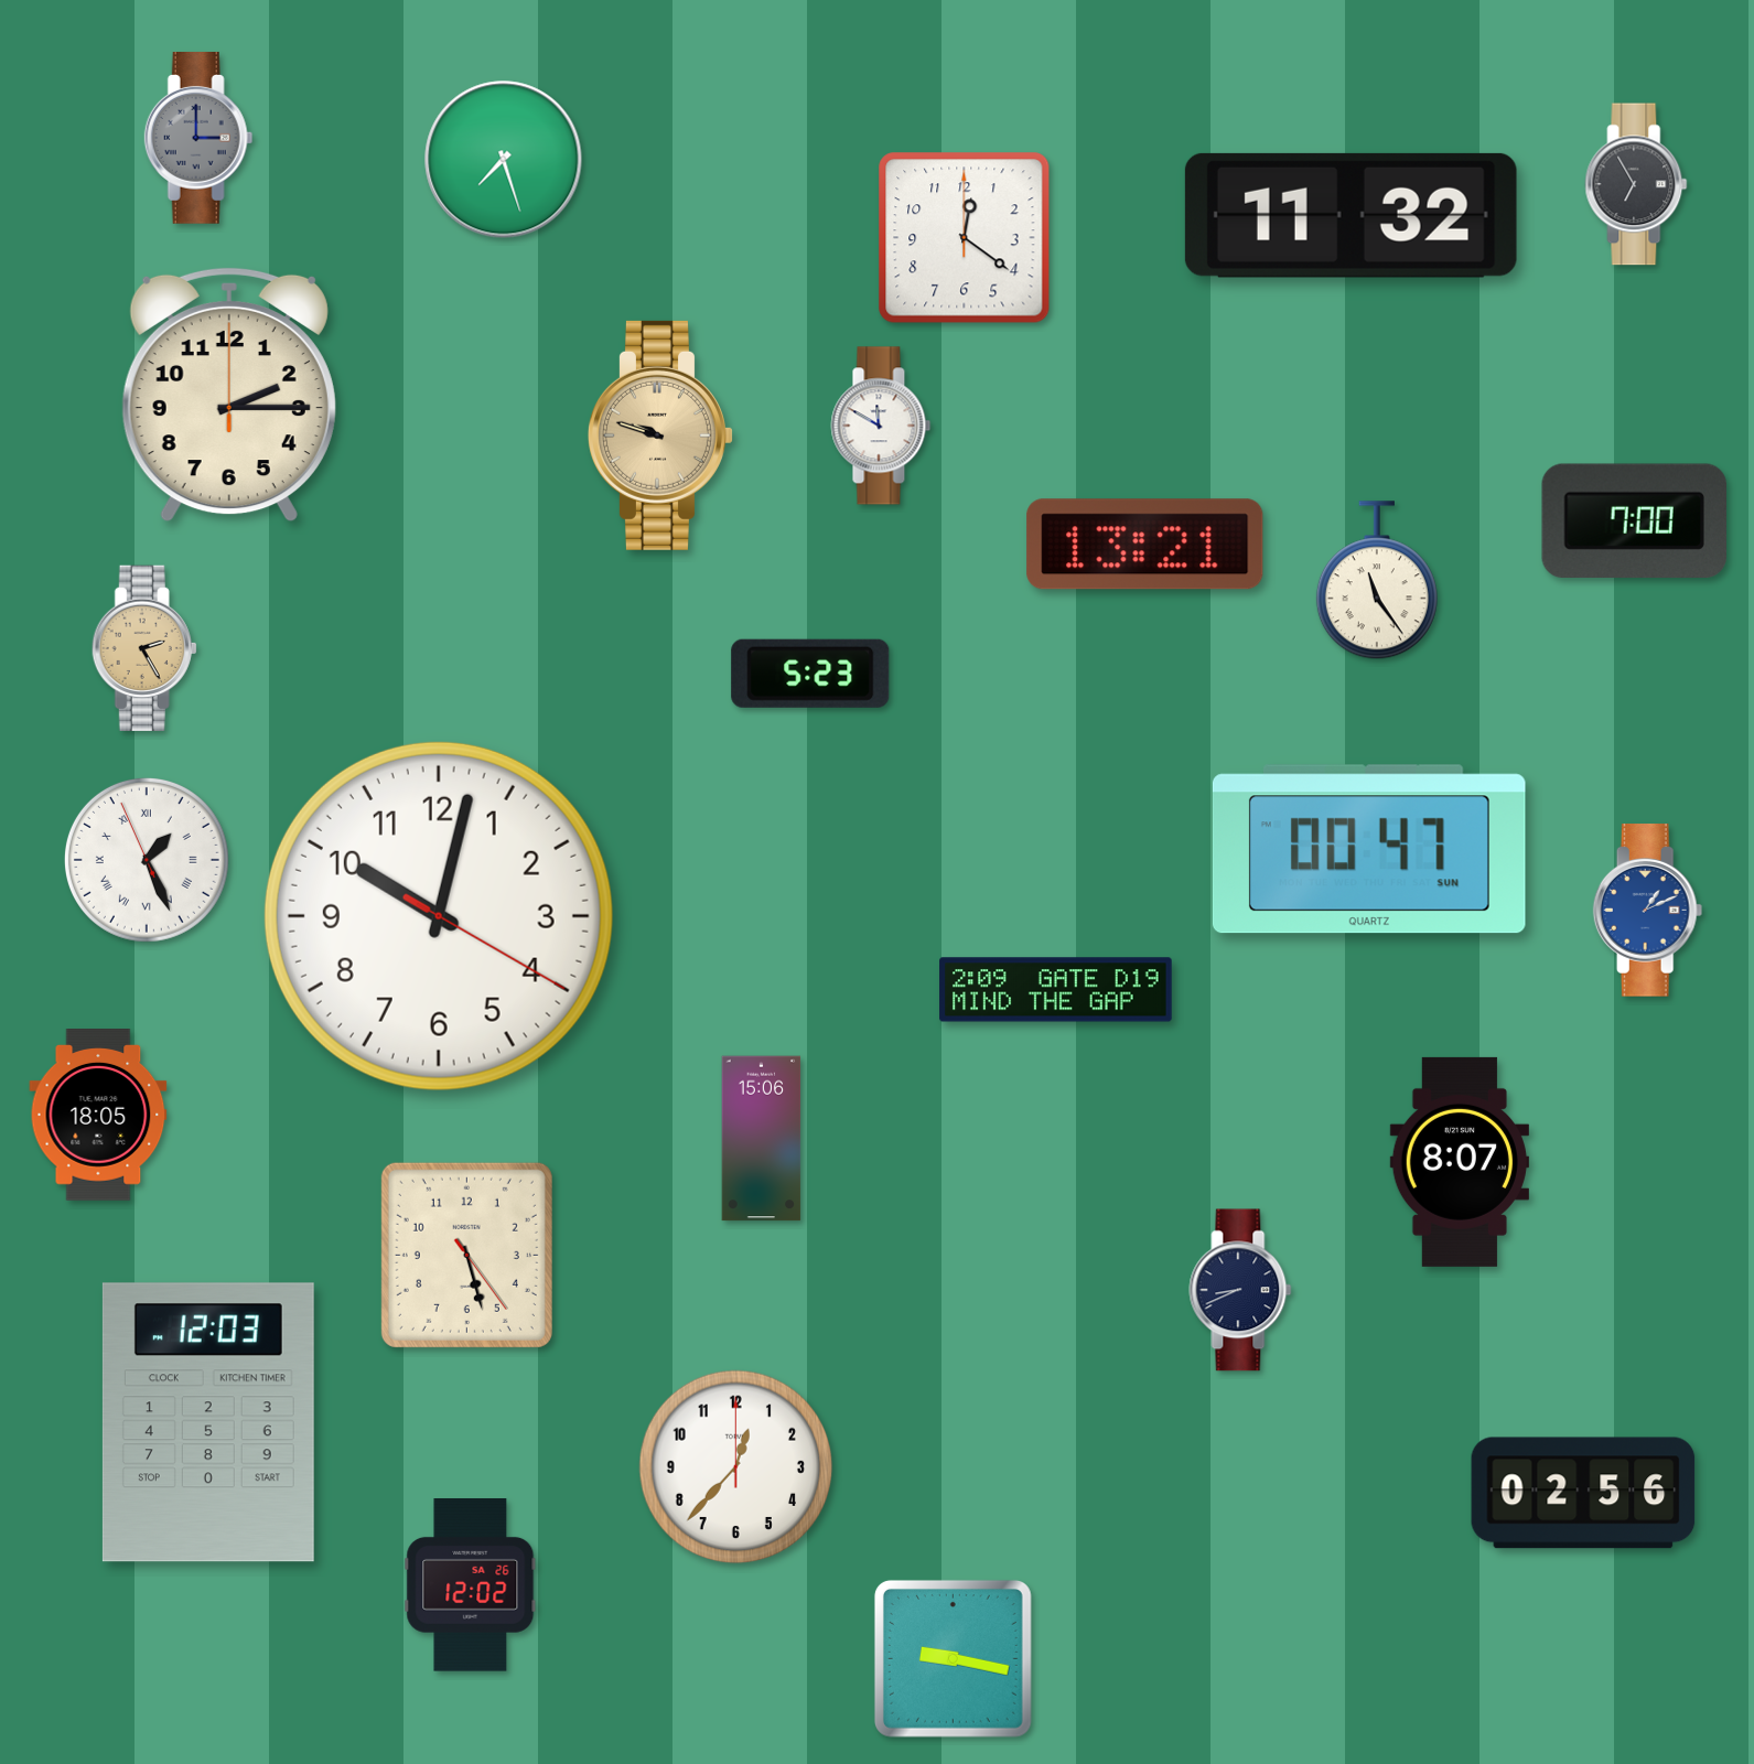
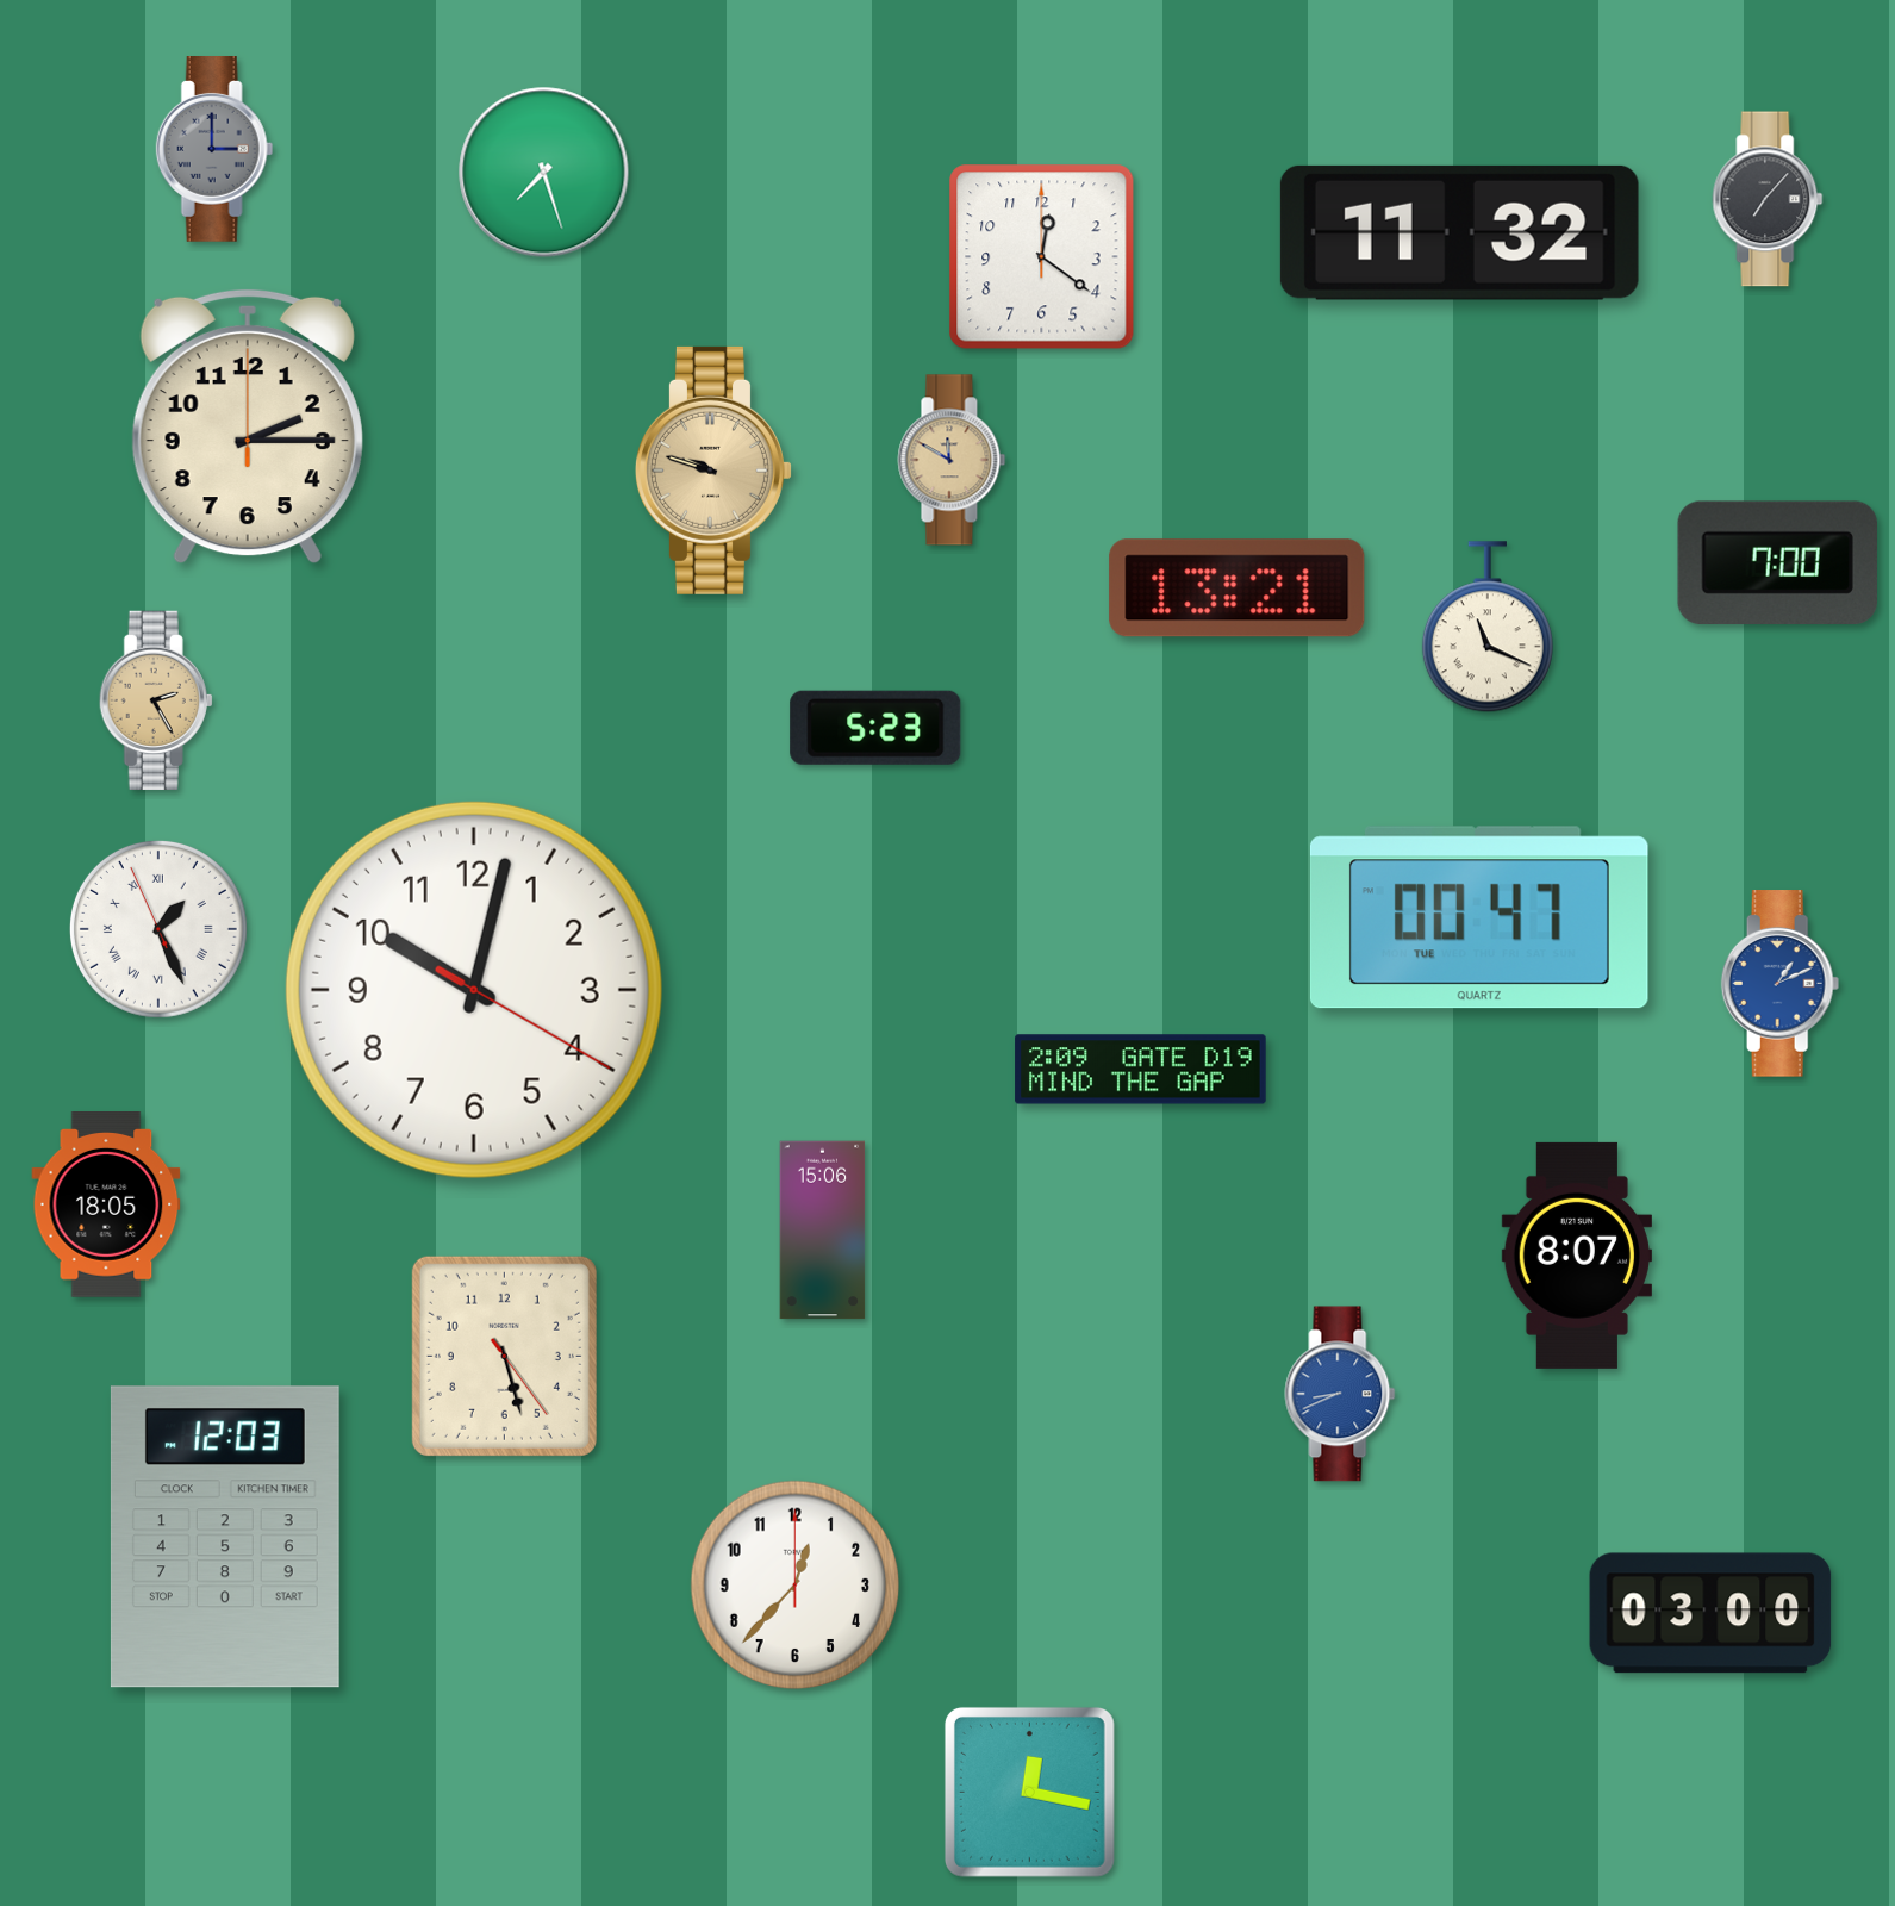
clock at (1636, 184): 6:55 -> 7:07
clock at (881, 426) dial: white -> champagne
clock at (1634, 520) position: (1634, 520) -> (1777, 562)
clock at (1377, 581): 11:24 -> 11:19
clock at (1369, 849) date: SUN -> TUE
clock at (1240, 1290) dial: navy -> blue
clock at (1583, 1493): 02:56 -> 03:00
clock at (471, 1585): 12:02 -> none
clock at (953, 1658): 9:17 -> 12:17
